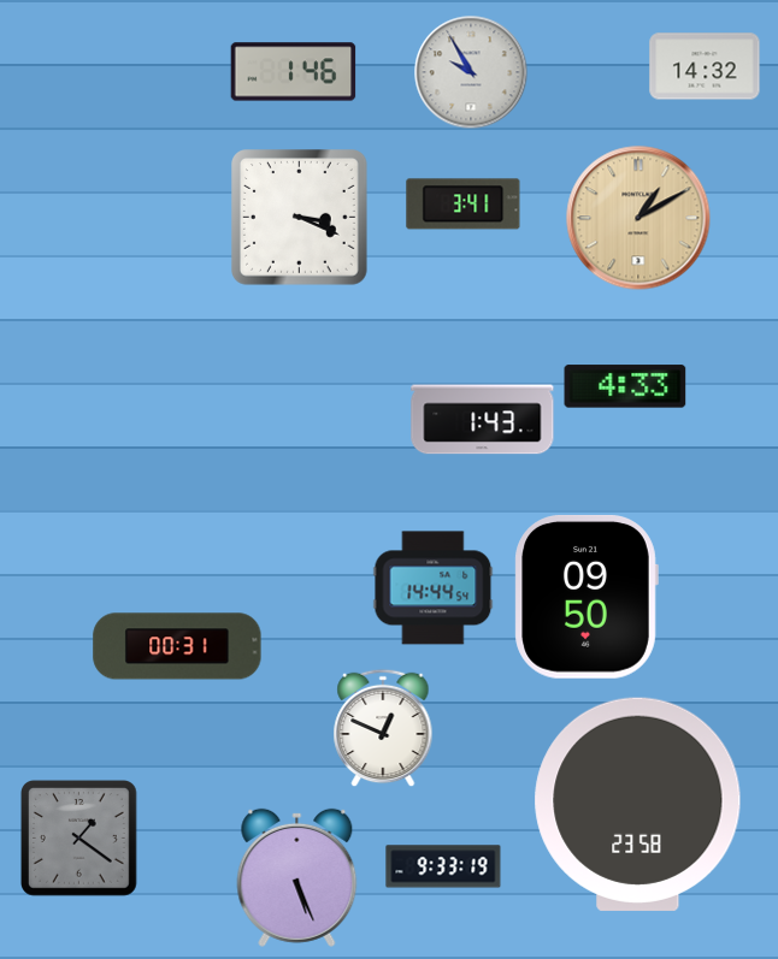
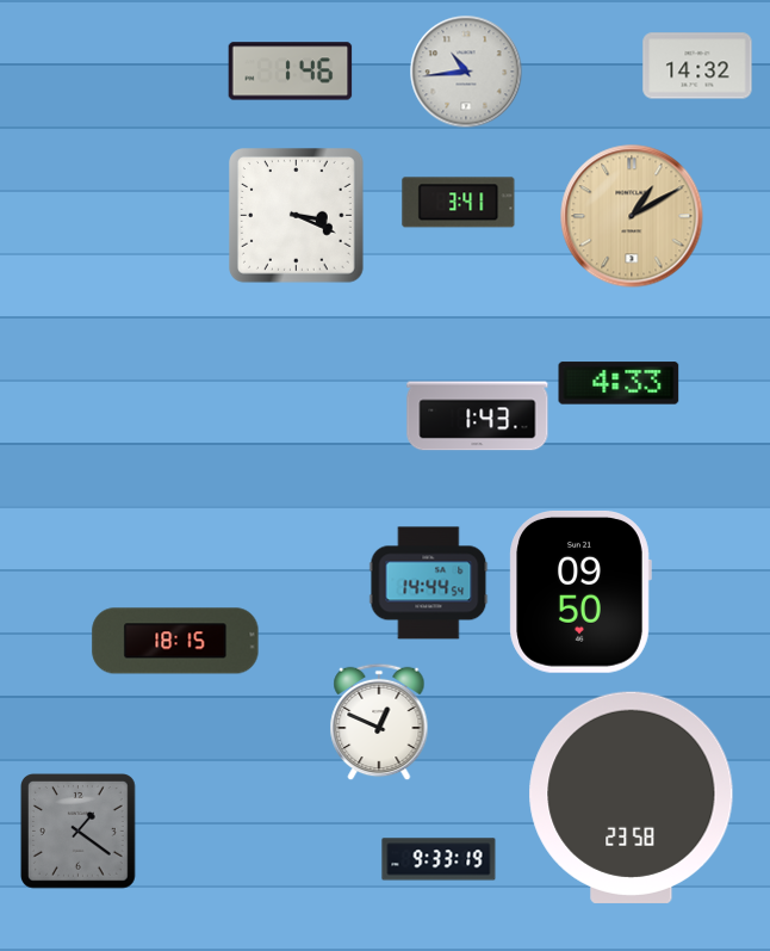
clock at (471, 72): 9:55 -> 10:44
clock at (177, 646): 00:31 -> 18:15
clock at (297, 877): 5:26 -> none
